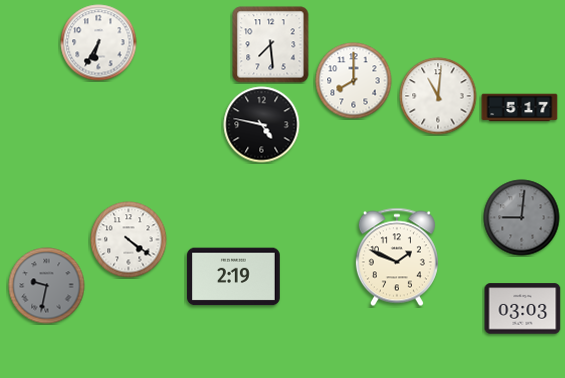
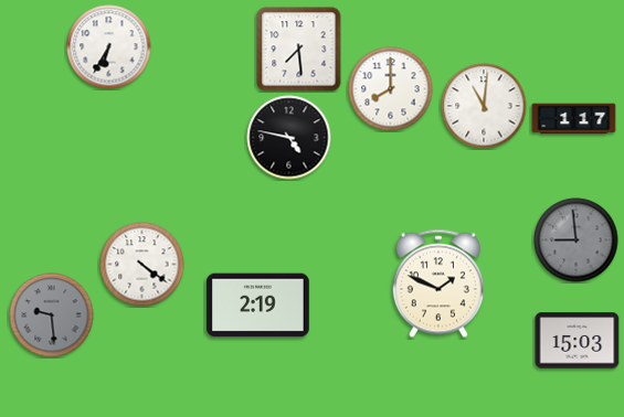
clock at (520, 108): 5:17 -> 1:17
clock at (522, 218): 9:01 -> 8:59
clock at (47, 286): 9:32 -> 9:29
clock at (523, 309): 03:03 -> 15:03
